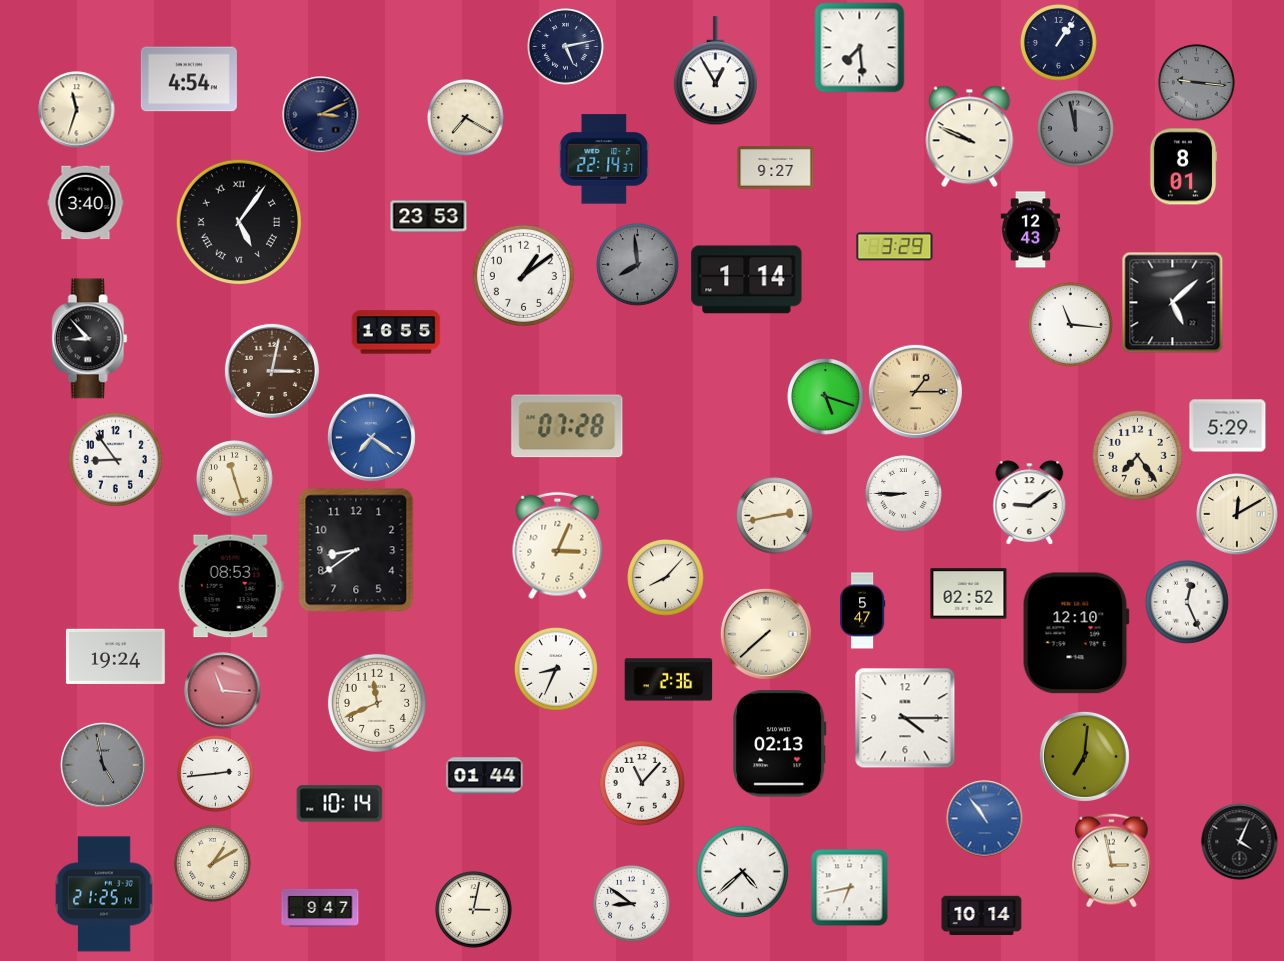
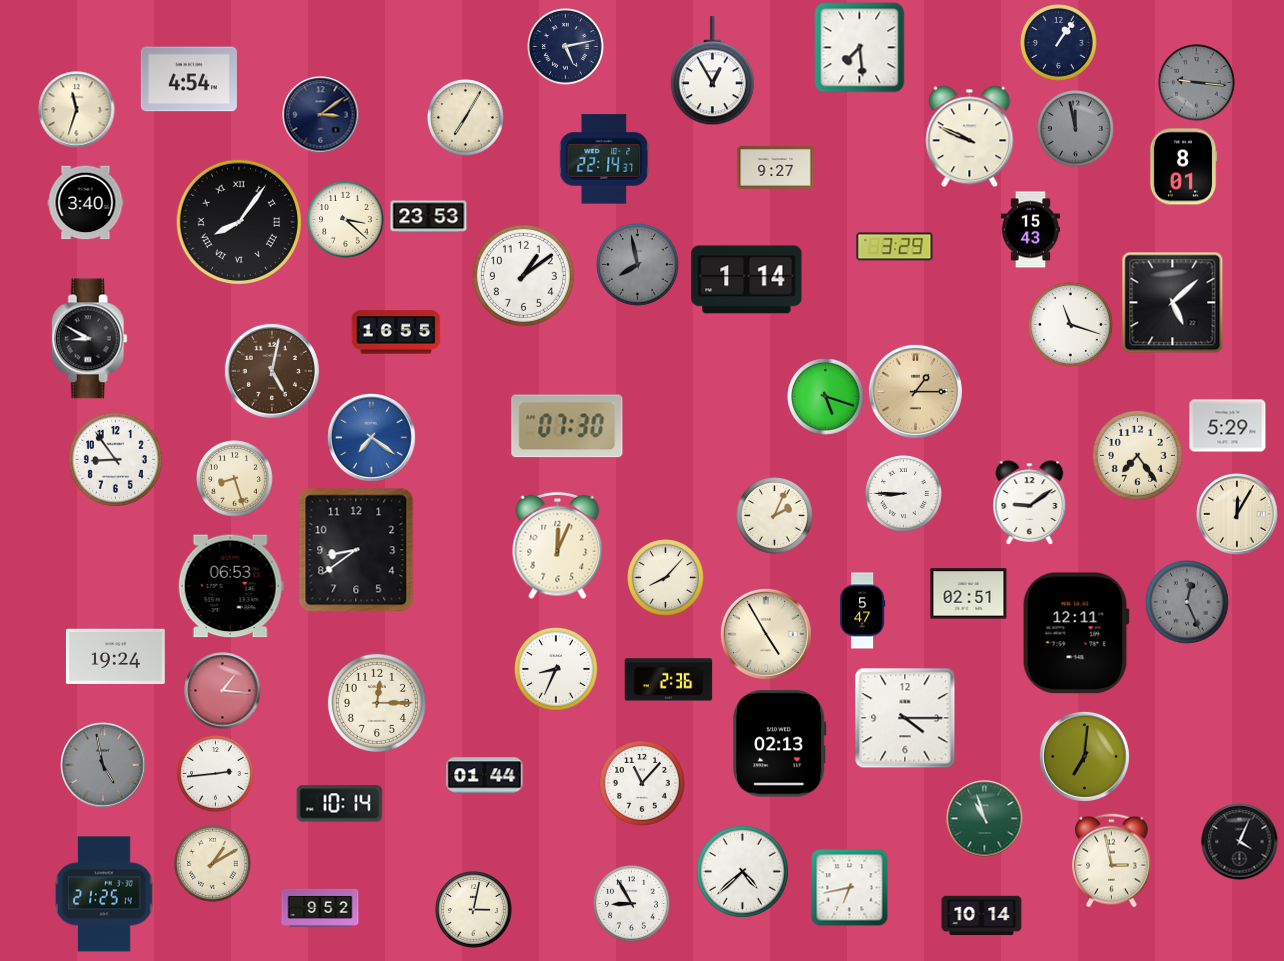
clock at (715, 71) position: (715, 71) -> (712, 71)
clock at (321, 115): 3:11 -> 3:09
clock at (466, 118): 7:20 -> 7:05
clock at (346, 220): none -> 3:22
clock at (238, 221): 5:06 -> 8:06
clock at (1031, 230): 12:43 -> 15:43
clock at (638, 265): 7:59 -> 7:58
clock at (1070, 324): 11:16 -> 11:18
clock at (89, 339): 8:53 -> 8:50
clock at (272, 371): 3:02 -> 5:02
clock at (567, 426): 07:28 -> 07:30
clock at (235, 479): 11:27 -> 8:27
clock at (1237, 514): 12:10 -> 12:05
clock at (775, 516): 2:43 -> 2:04
clock at (558, 546): 3:04 -> 12:04
clock at (231, 586): 08:53 -> 06:53
clock at (969, 594): 02:52 -> 02:51
clock at (1188, 603) dial: white -> grey
clock at (1076, 633): 12:10 -> 12:11
clock at (766, 634): 7:38 -> 4:55
clock at (223, 691): 11:16 -> 1:16
clock at (377, 703): 11:41 -> 12:15
clock at (985, 819): 10:54 -> 10:57
clock at (985, 819) dial: blue -> green
clock at (632, 904): 8:51 -> 8:55
clock at (320, 908): 9:47 -> 9:52
